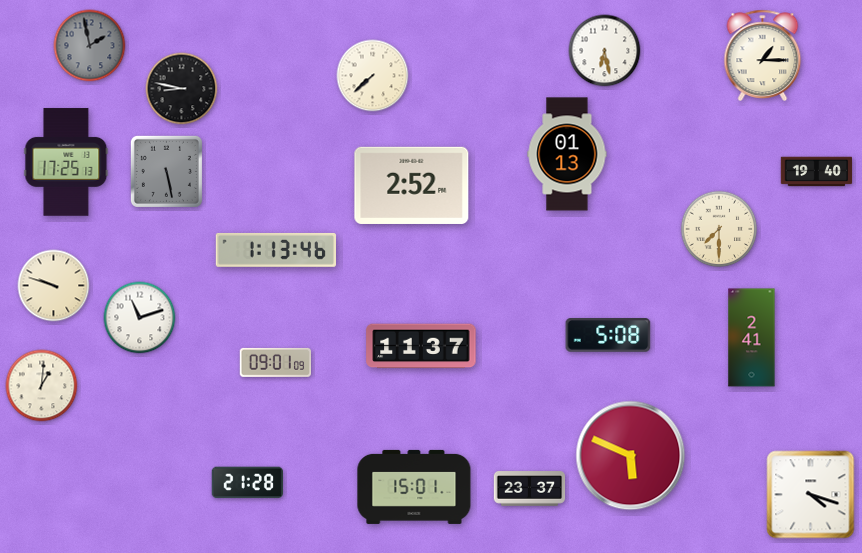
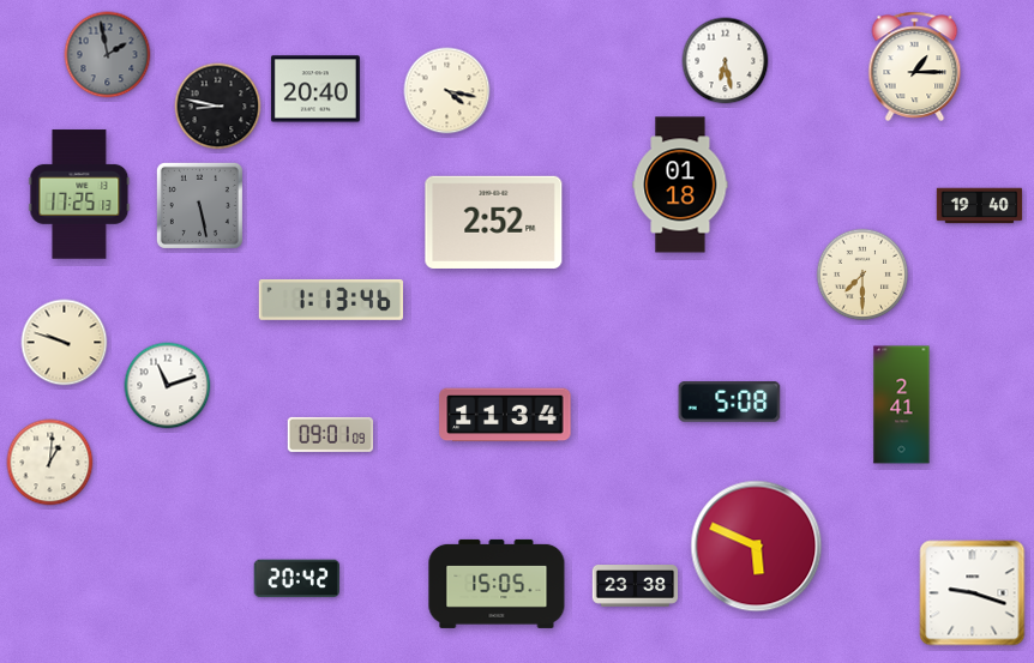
clock at (315, 89): none -> 20:40
clock at (373, 76): 7:38 -> 4:17
clock at (567, 154): 01:13 -> 01:18
clock at (140, 318) position: (140, 318) -> (168, 386)
clock at (421, 346): 11:37 -> 11:34
clock at (247, 483): 21:28 -> 20:42
clock at (414, 487): 15:01 -> 15:05
clock at (530, 489): 23:37 -> 23:38
clock at (811, 495): 4:18 -> 9:18
